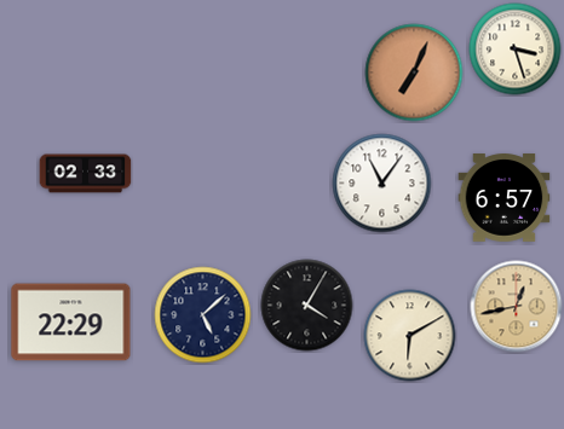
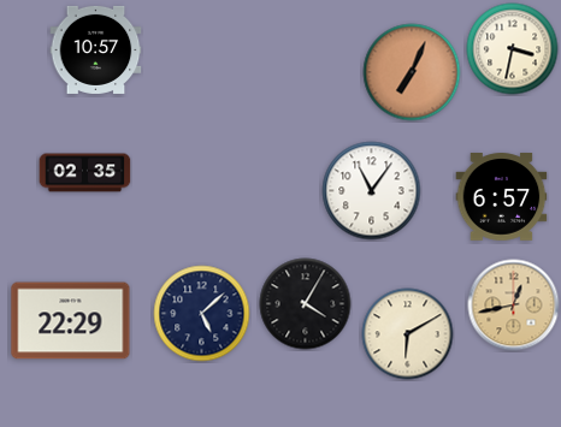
clock at (96, 49): none -> 10:57
clock at (516, 50): 3:27 -> 3:32
clock at (86, 174): 02:33 -> 02:35
clock at (382, 184) position: (382, 184) -> (372, 191)
